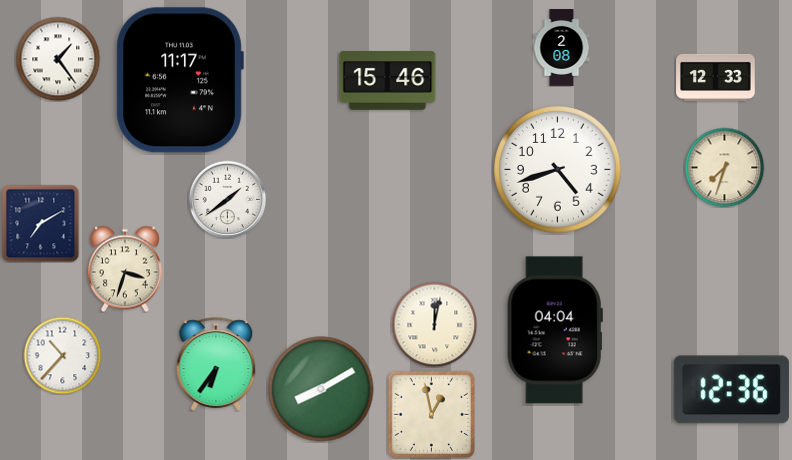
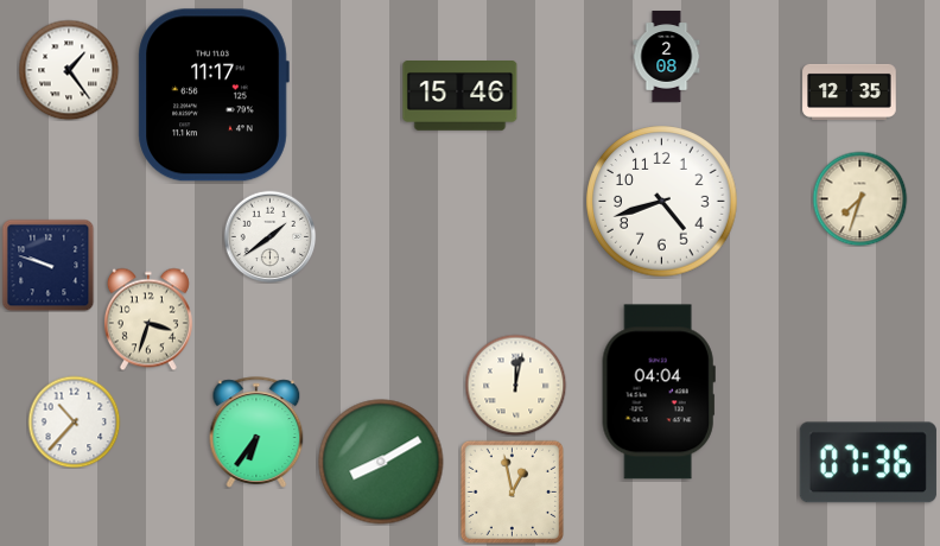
clock at (716, 77): 12:33 -> 12:35
clock at (40, 223): 7:10 -> 9:48
clock at (731, 390): 12:36 -> 07:36
